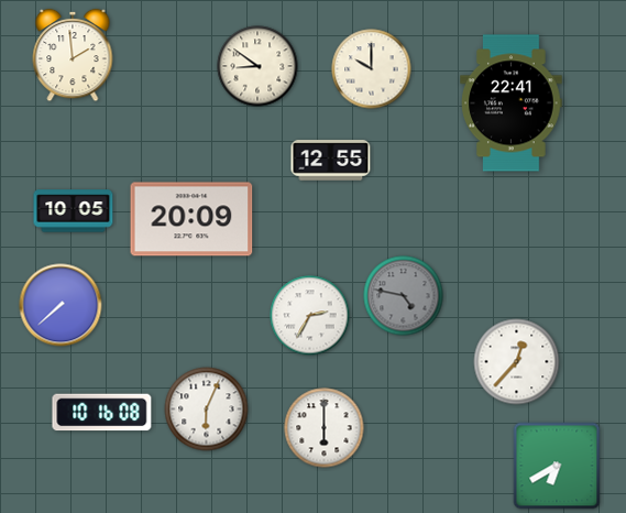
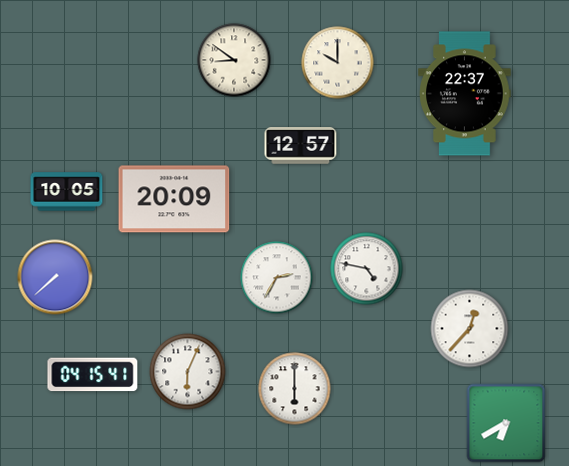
clock at (73, 55): 1:59 -> none
clock at (512, 103): 22:41 -> 22:37
clock at (331, 161): 12:55 -> 12:57
clock at (404, 296) dial: grey -> white
clock at (310, 316) position: (310, 316) -> (277, 278)
clock at (102, 413): 10:16 -> 04:15
